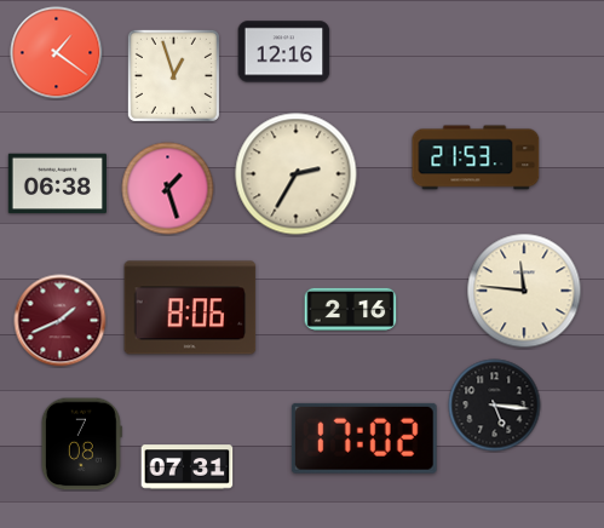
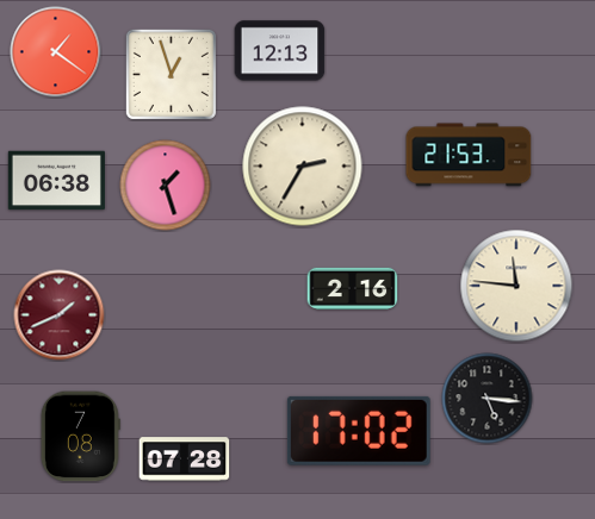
clock at (284, 52): 12:16 -> 12:13
clock at (297, 174) position: (297, 174) -> (303, 167)
clock at (190, 308): 8:06 -> none
clock at (351, 309) position: (351, 309) -> (353, 288)
clock at (188, 467): 07:31 -> 07:28
